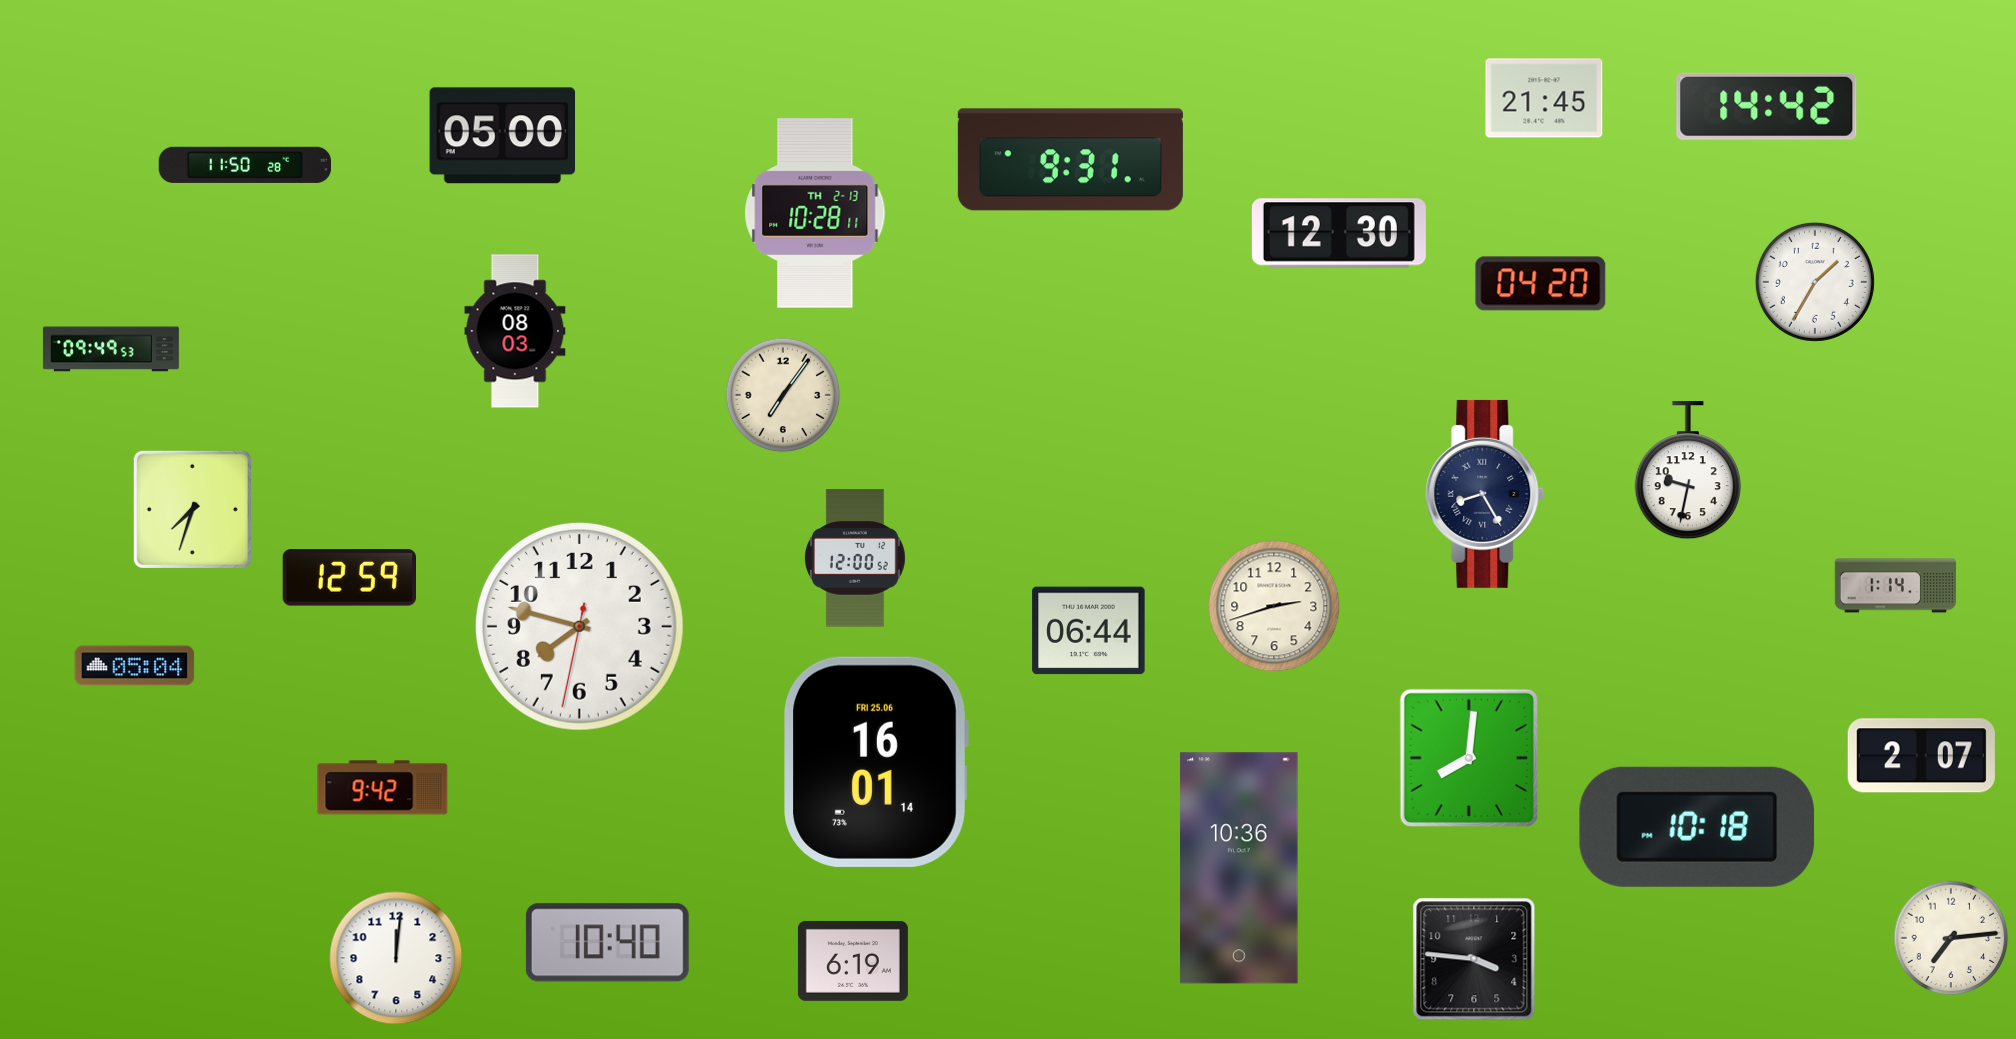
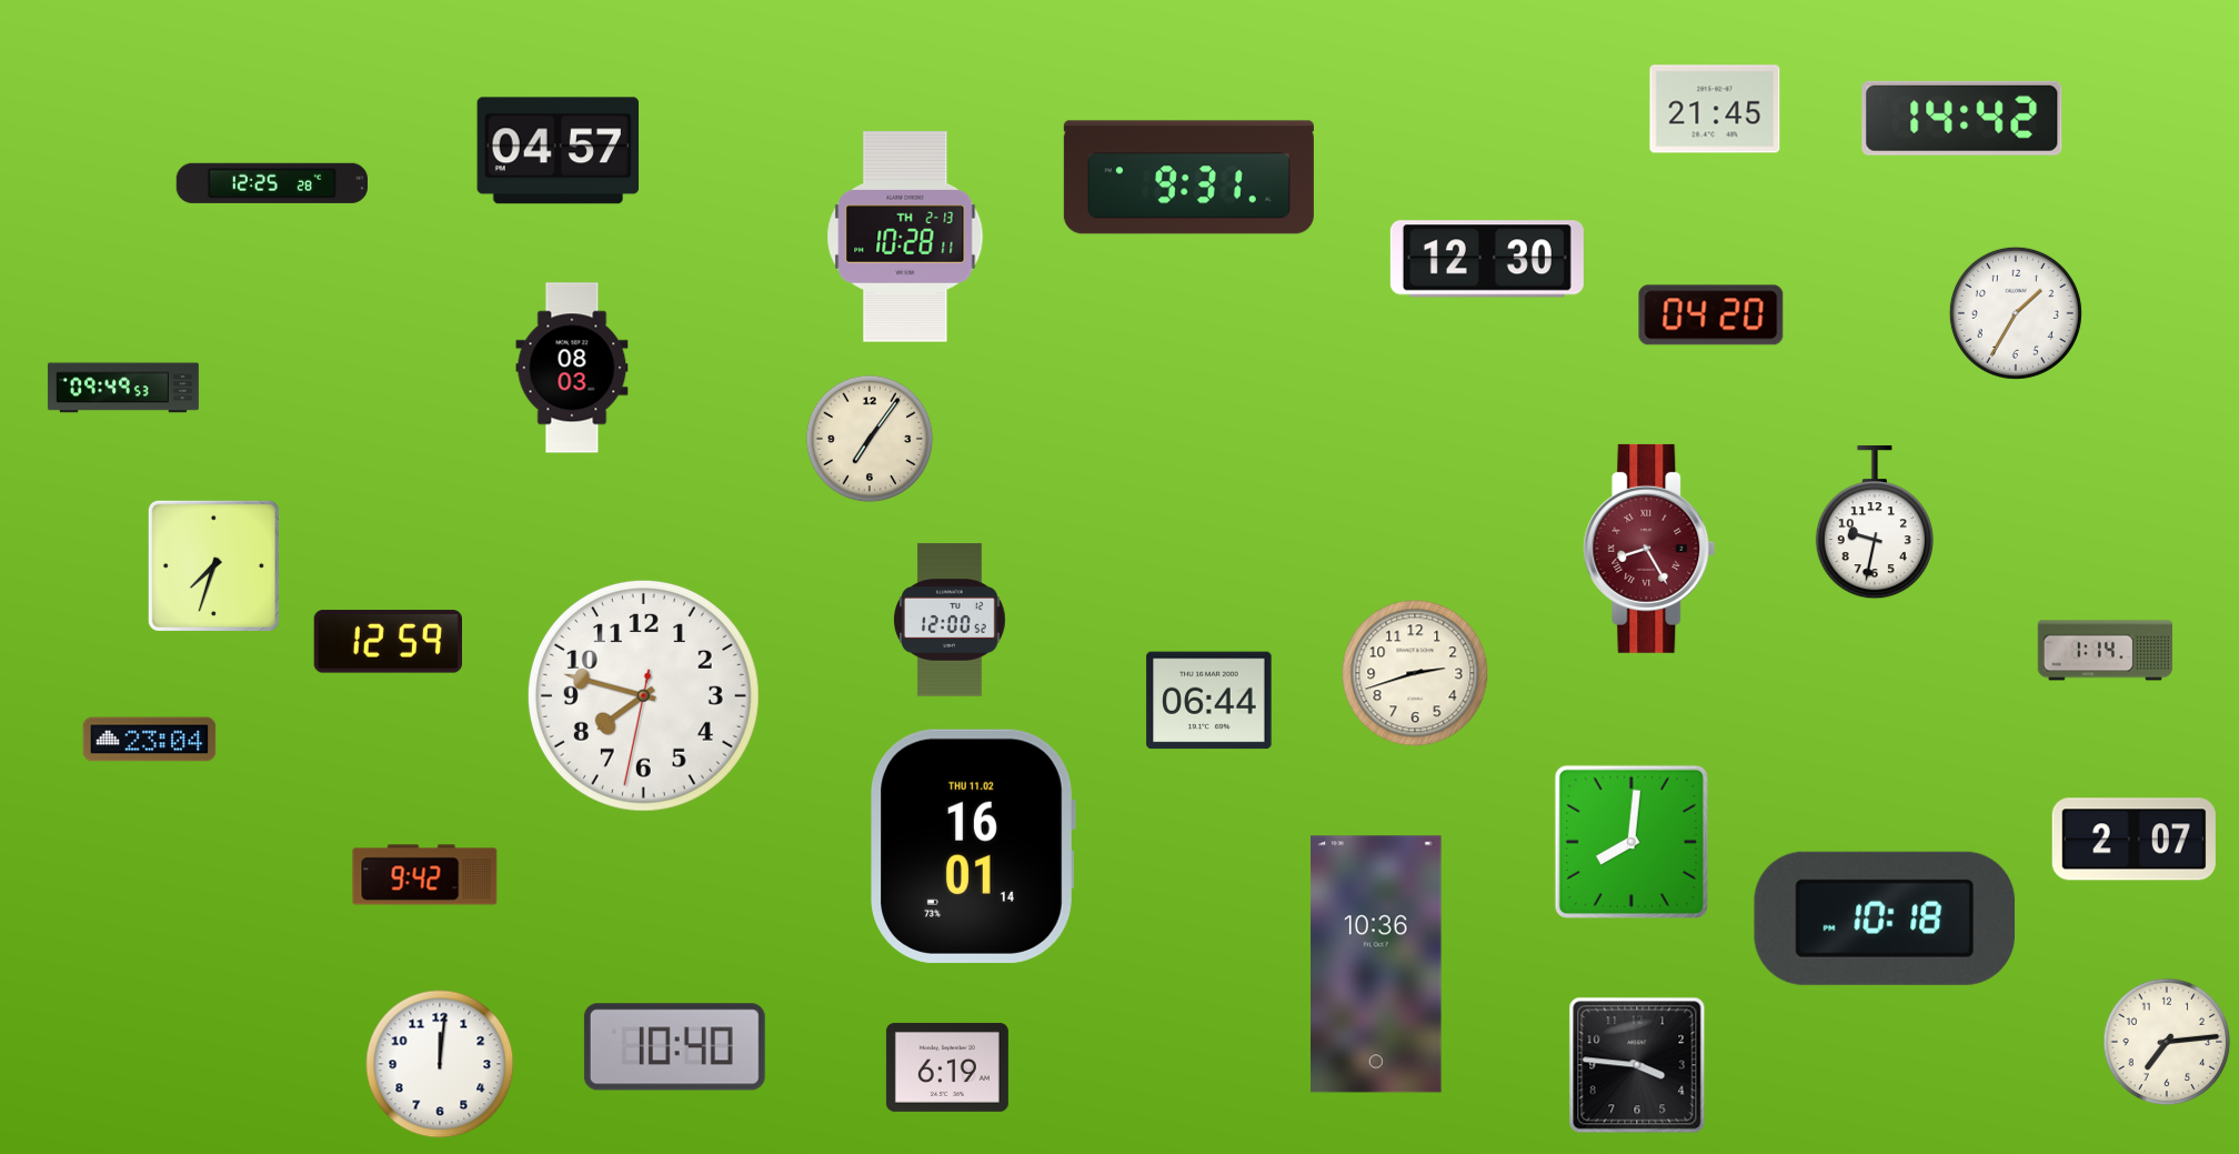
clock at (503, 136): 05:00 -> 04:57
clock at (244, 165): 11:50 -> 12:25
clock at (1485, 494) dial: navy -> burgundy
clock at (135, 666): 05:04 -> 23:04
clock at (876, 762) date: FRI 25.06 -> THU 11.02
